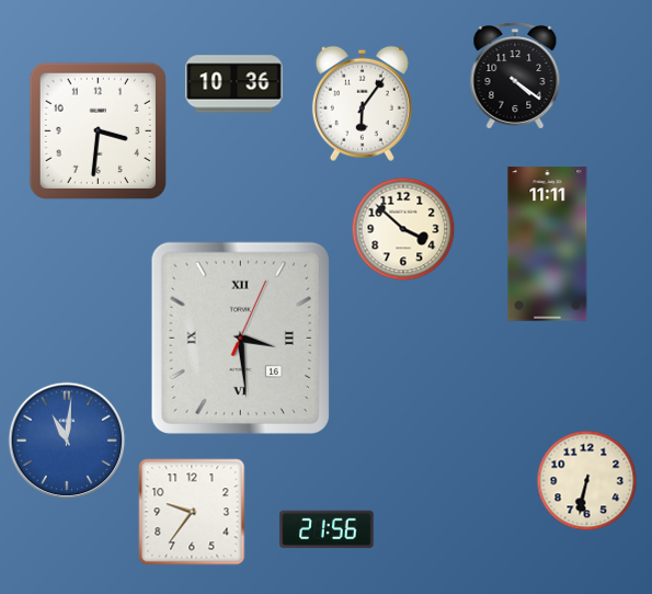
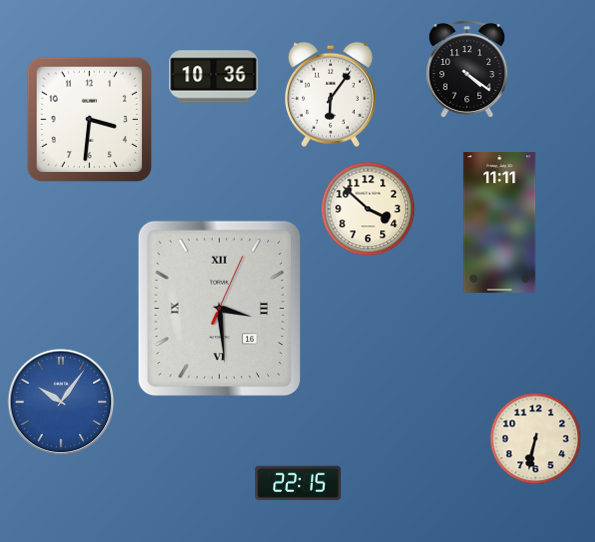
clock at (515, 76) position: (515, 76) -> (467, 69)
clock at (67, 441): 11:01 -> 10:06
clock at (192, 512): 9:36 -> none
clock at (327, 529): 21:56 -> 22:15
